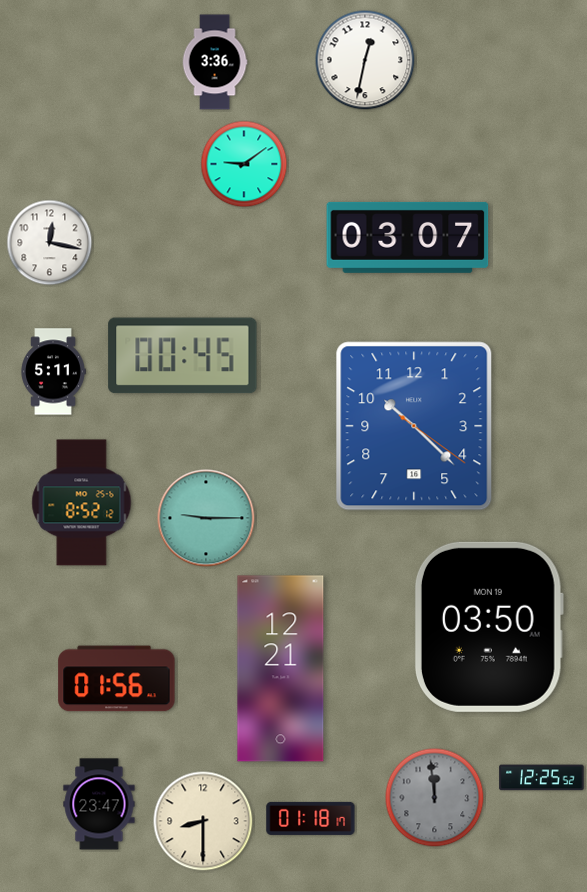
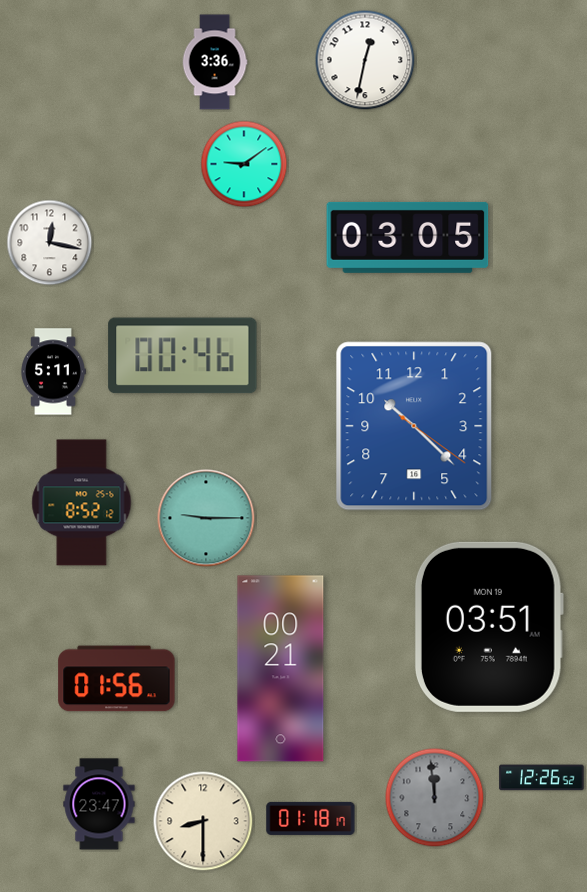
clock at (408, 237): 03:07 -> 03:05
clock at (183, 356): 00:45 -> 00:46
clock at (489, 627): 03:50 -> 03:51
clock at (281, 669): 12:21 -> 00:21
clock at (542, 778): 12:25 -> 12:26
